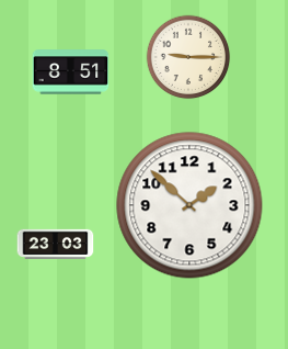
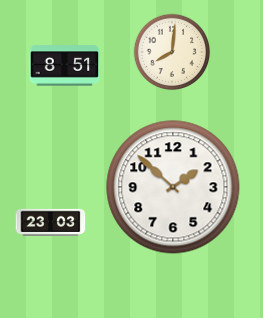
clock at (188, 57): 9:15 -> 8:01
